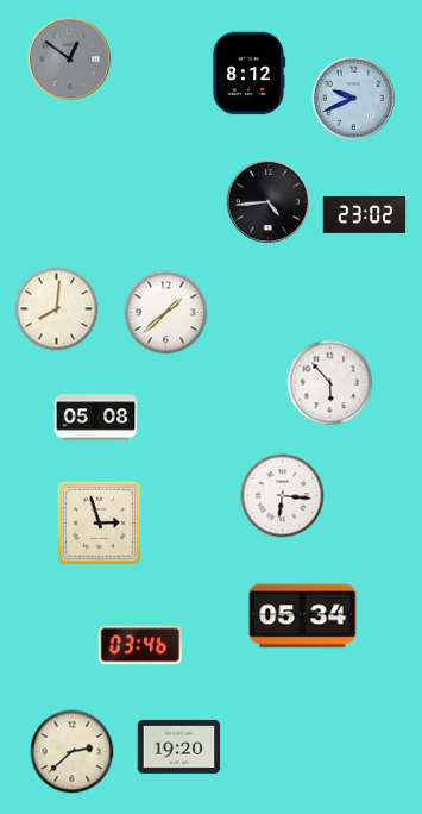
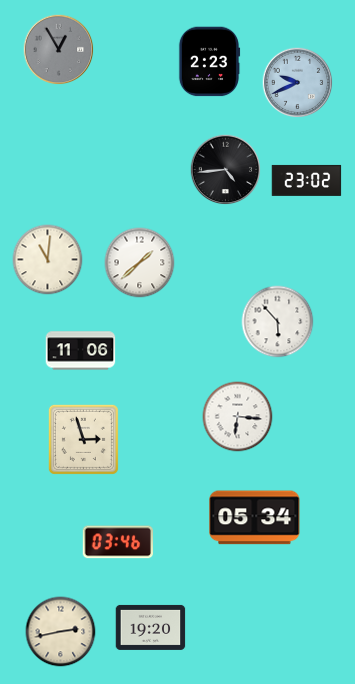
clock at (70, 60): 12:51 -> 12:55
clock at (248, 74): 8:12 -> 2:23
clock at (57, 309): 8:01 -> 11:01
clock at (96, 418): 05:08 -> 11:06
clock at (73, 752): 2:38 -> 2:43
